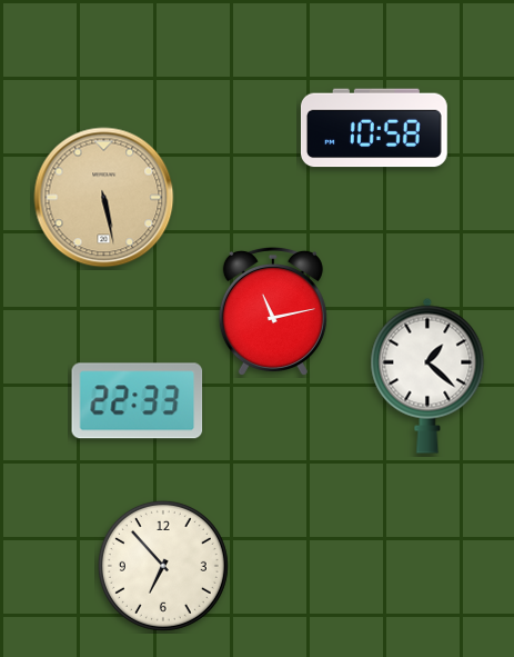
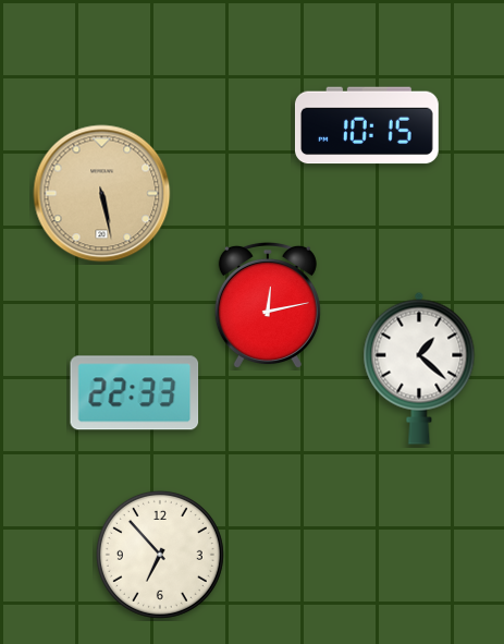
clock at (374, 128): 10:58 -> 10:15
clock at (273, 311): 11:13 -> 12:13
